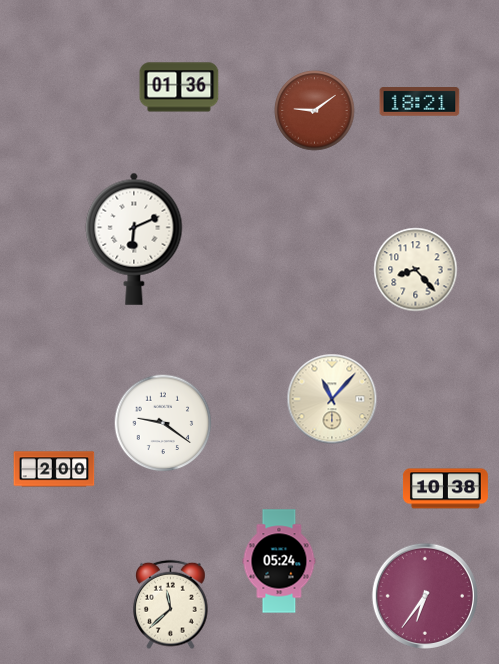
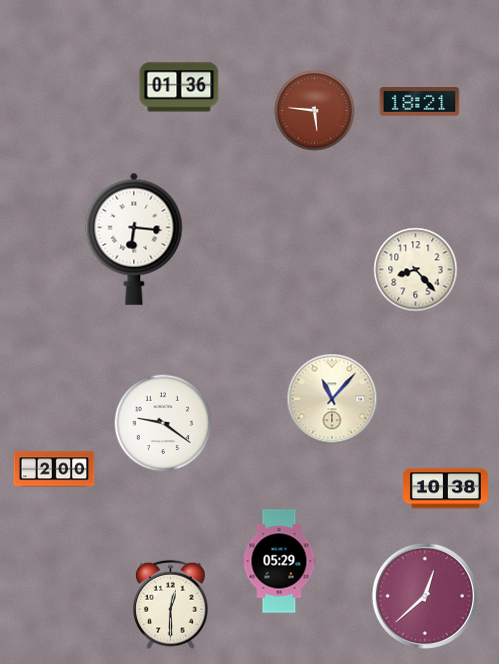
clock at (315, 111): 9:09 -> 5:46
clock at (134, 239): 6:11 -> 6:16
clock at (279, 561): 05:24 -> 05:29
clock at (425, 596): 6:36 -> 12:38
clock at (171, 605): 11:38 -> 12:30
